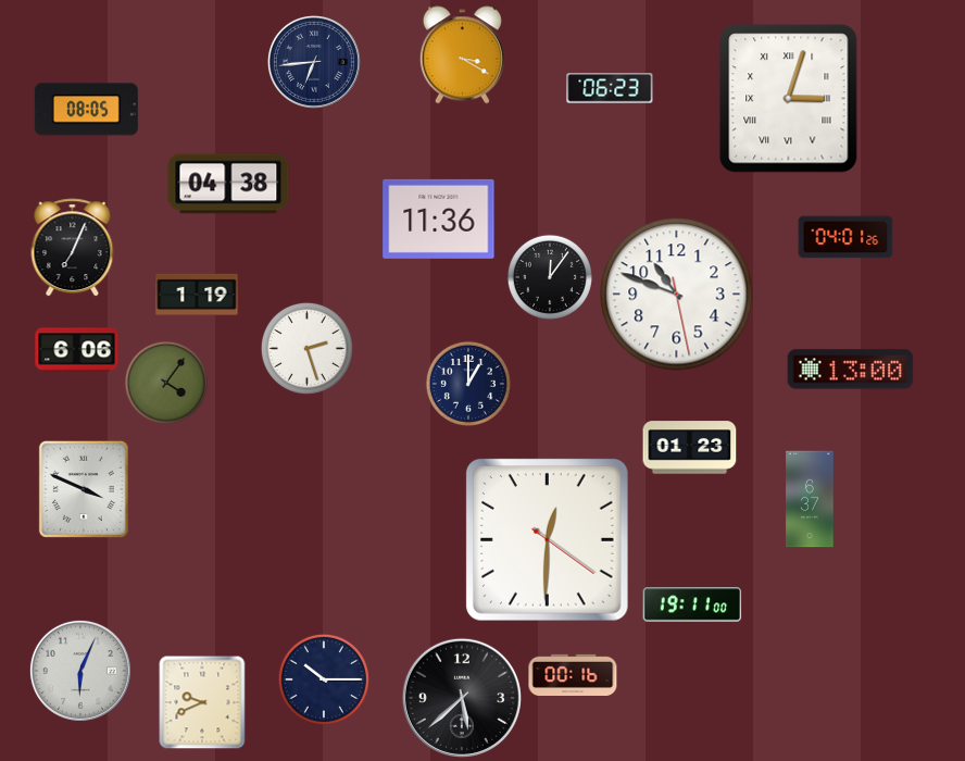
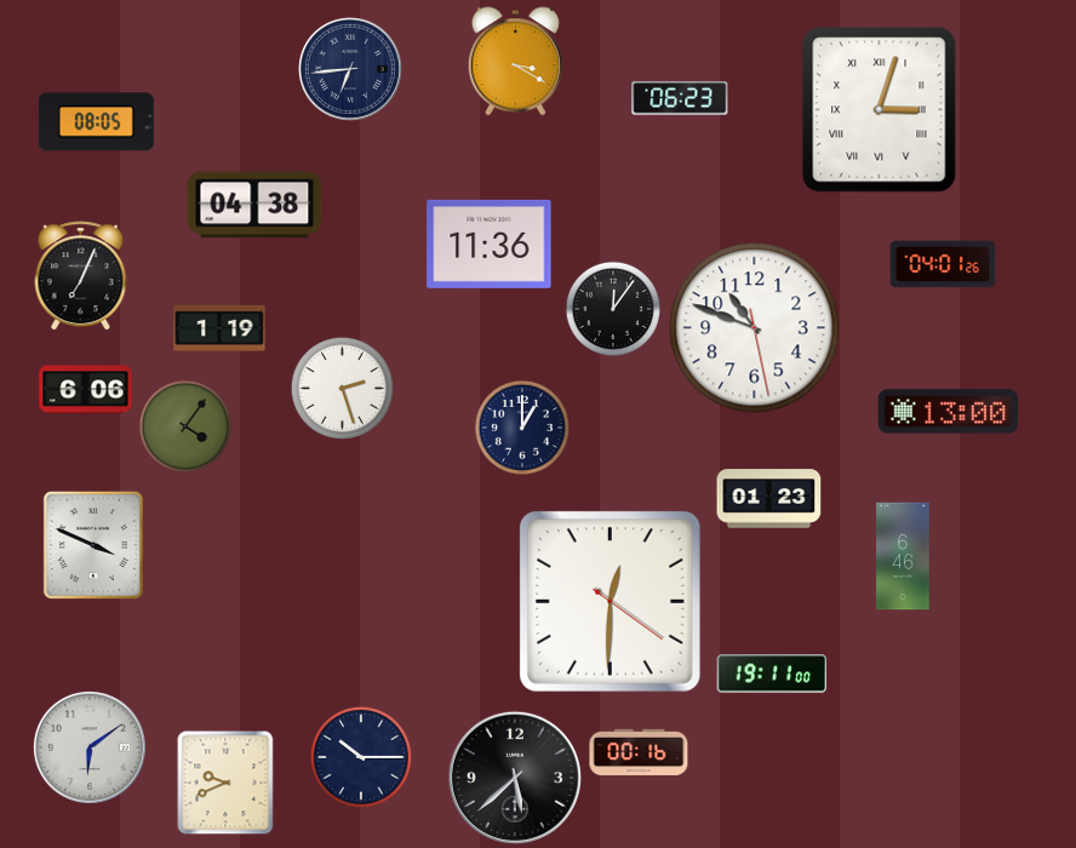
clock at (810, 499): 6:37 -> 6:46
clock at (80, 671): 6:04 -> 6:09
